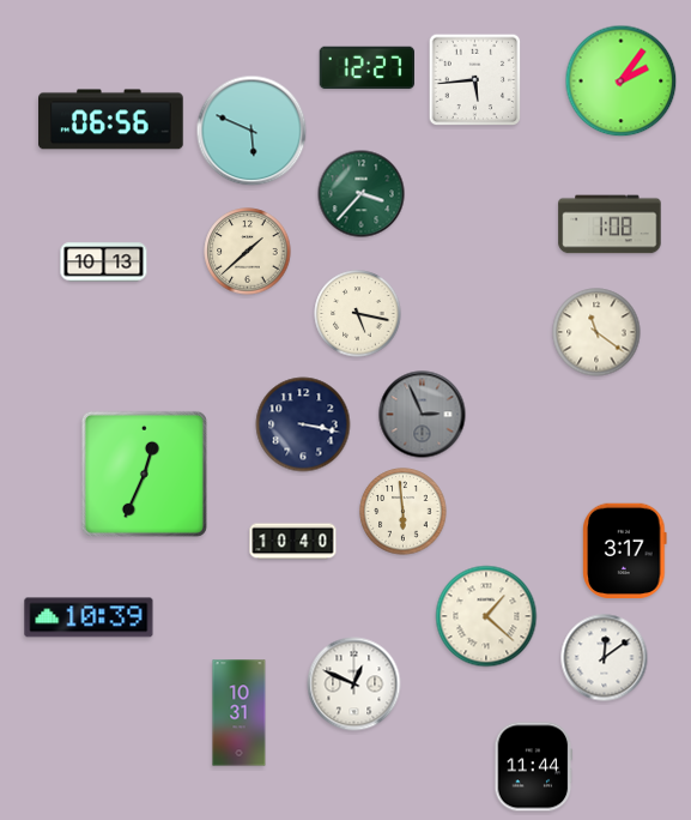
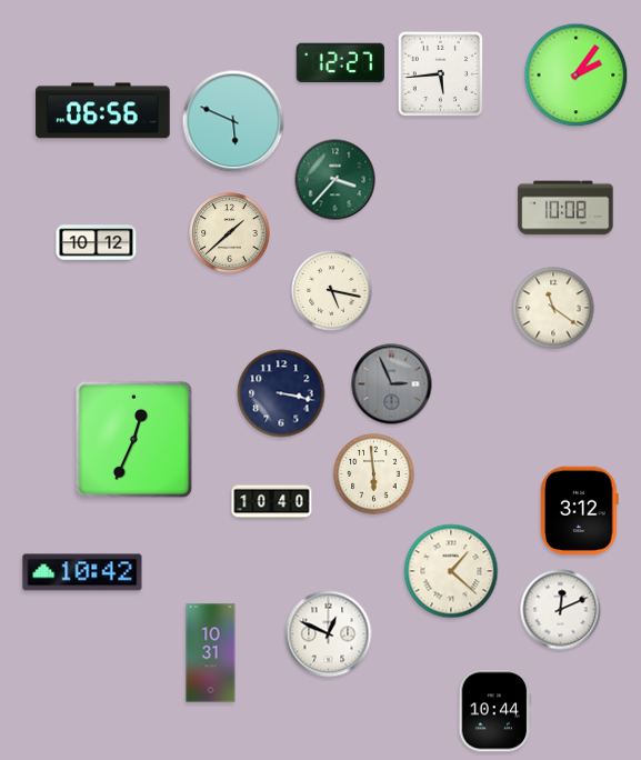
clock at (610, 224): 1:08 -> 10:08
clock at (104, 263): 10:13 -> 10:12
clock at (625, 550): 3:17 -> 3:12
clock at (89, 617): 10:39 -> 10:42
clock at (605, 658): 12:09 -> 12:11
clock at (240, 713) position: (240, 713) -> (211, 653)
clock at (534, 767): 11:44 -> 10:44
